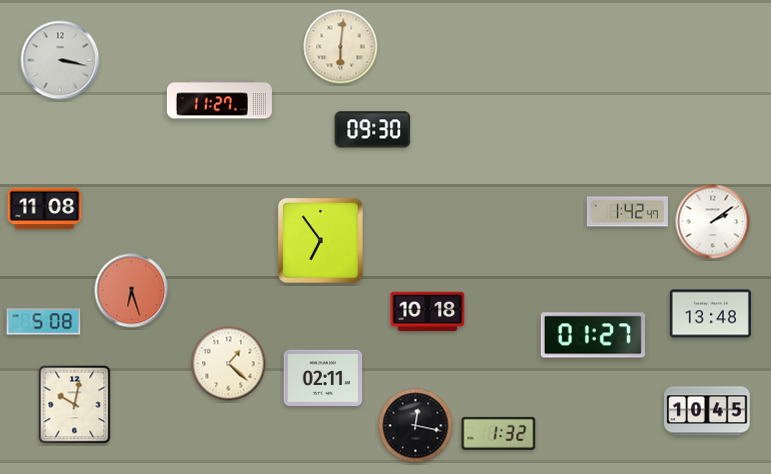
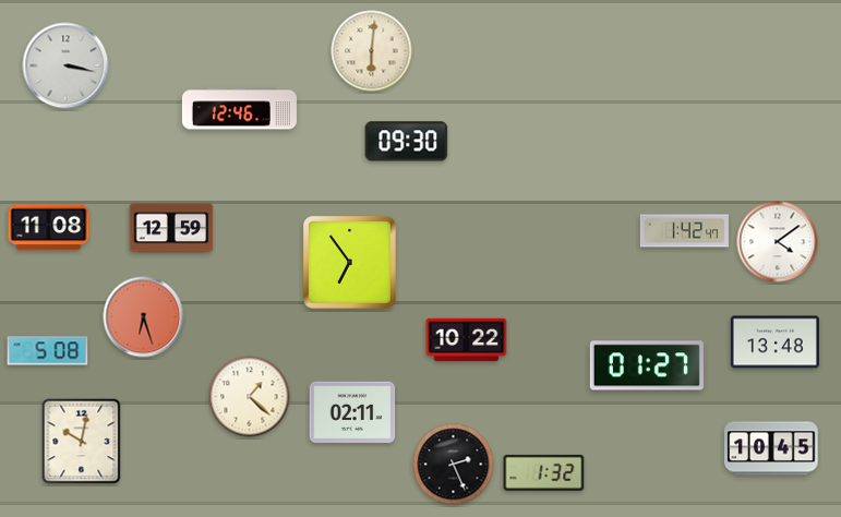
clock at (219, 100): 11:27 -> 12:46
clock at (171, 228): none -> 12:59
clock at (713, 222): 2:09 -> 4:09
clock at (428, 311): 10:18 -> 10:22
clock at (416, 426): 12:17 -> 2:26
